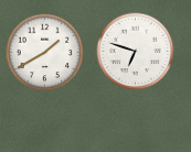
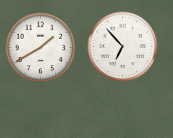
clock at (136, 52): 6:48 -> 6:53
